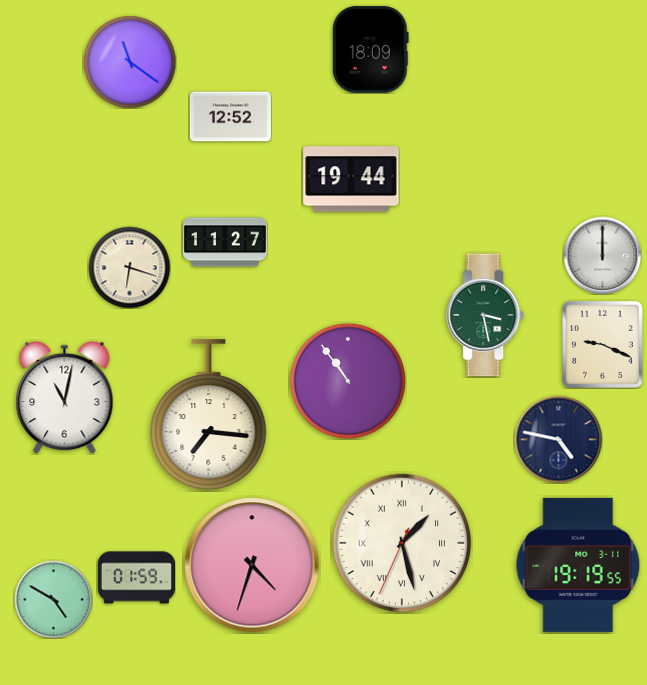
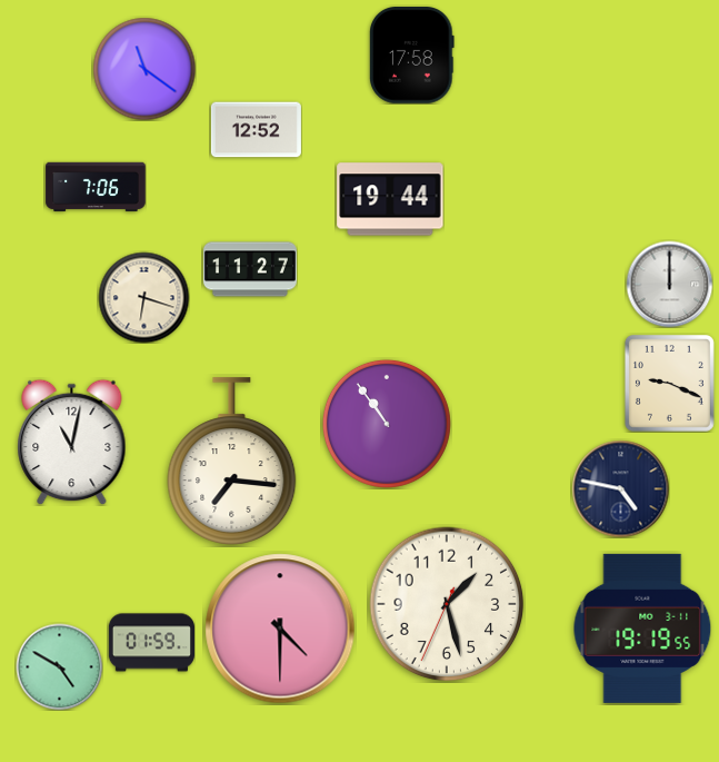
clock at (371, 50): 18:09 -> 17:58
clock at (96, 187): none -> 7:06
clock at (486, 315): 3:28 -> none
clock at (402, 543) numerals: Roman -> Arabic
clock at (252, 565): 4:33 -> 4:30
